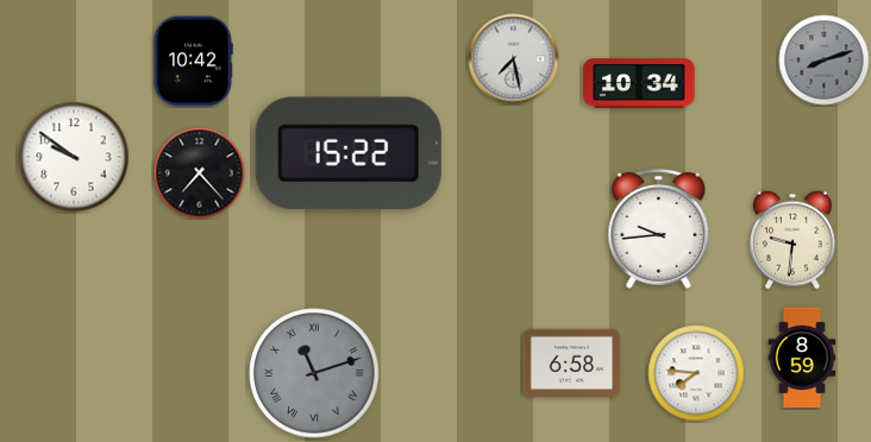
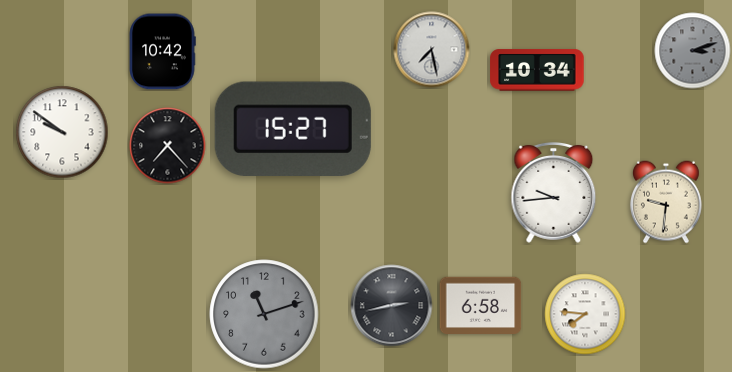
clock at (825, 61): 8:12 -> 3:12
clock at (349, 153): 15:22 -> 15:27
clock at (802, 358): 8:59 -> none
clock at (392, 306): none -> 2:43
clock at (314, 373) numerals: Roman -> Arabic
